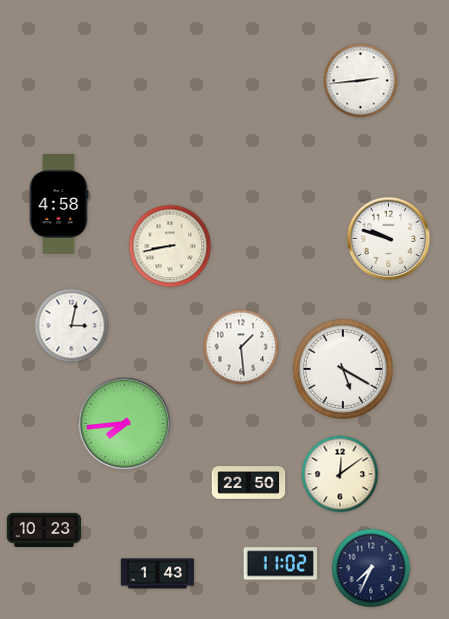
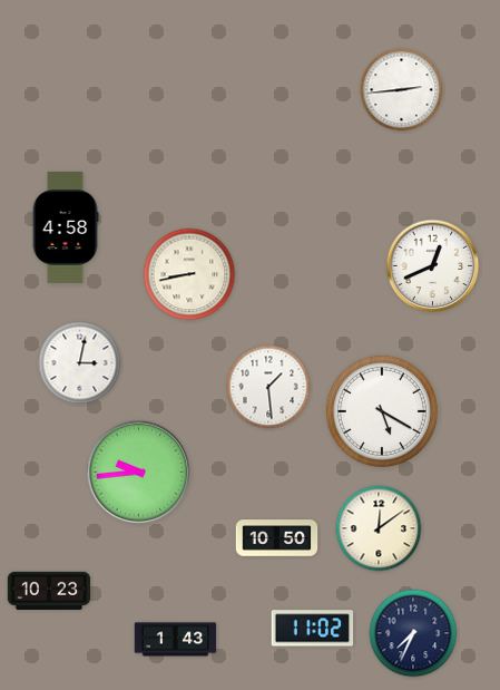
clock at (389, 239): 9:48 -> 12:41
clock at (125, 424): 7:44 -> 9:44
clock at (249, 483): 22:50 -> 10:50
